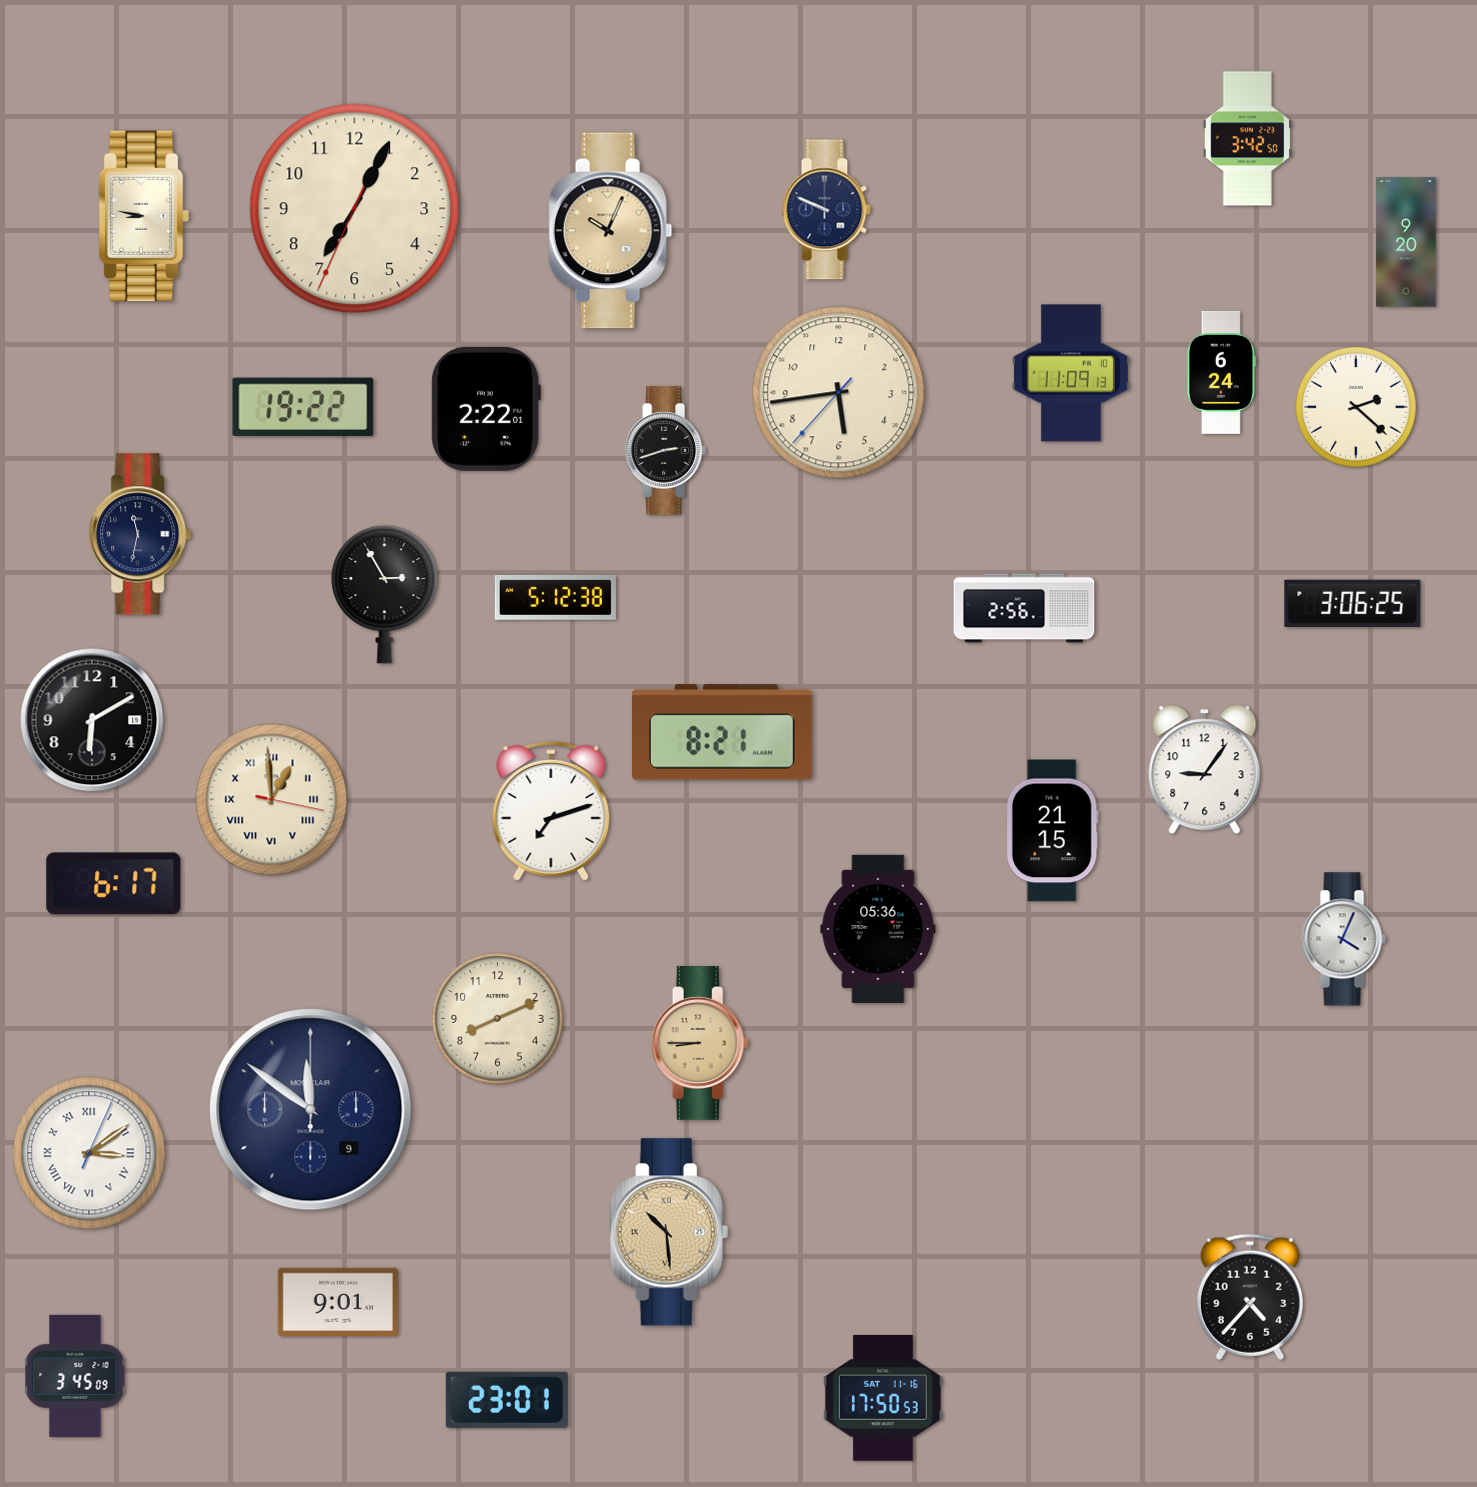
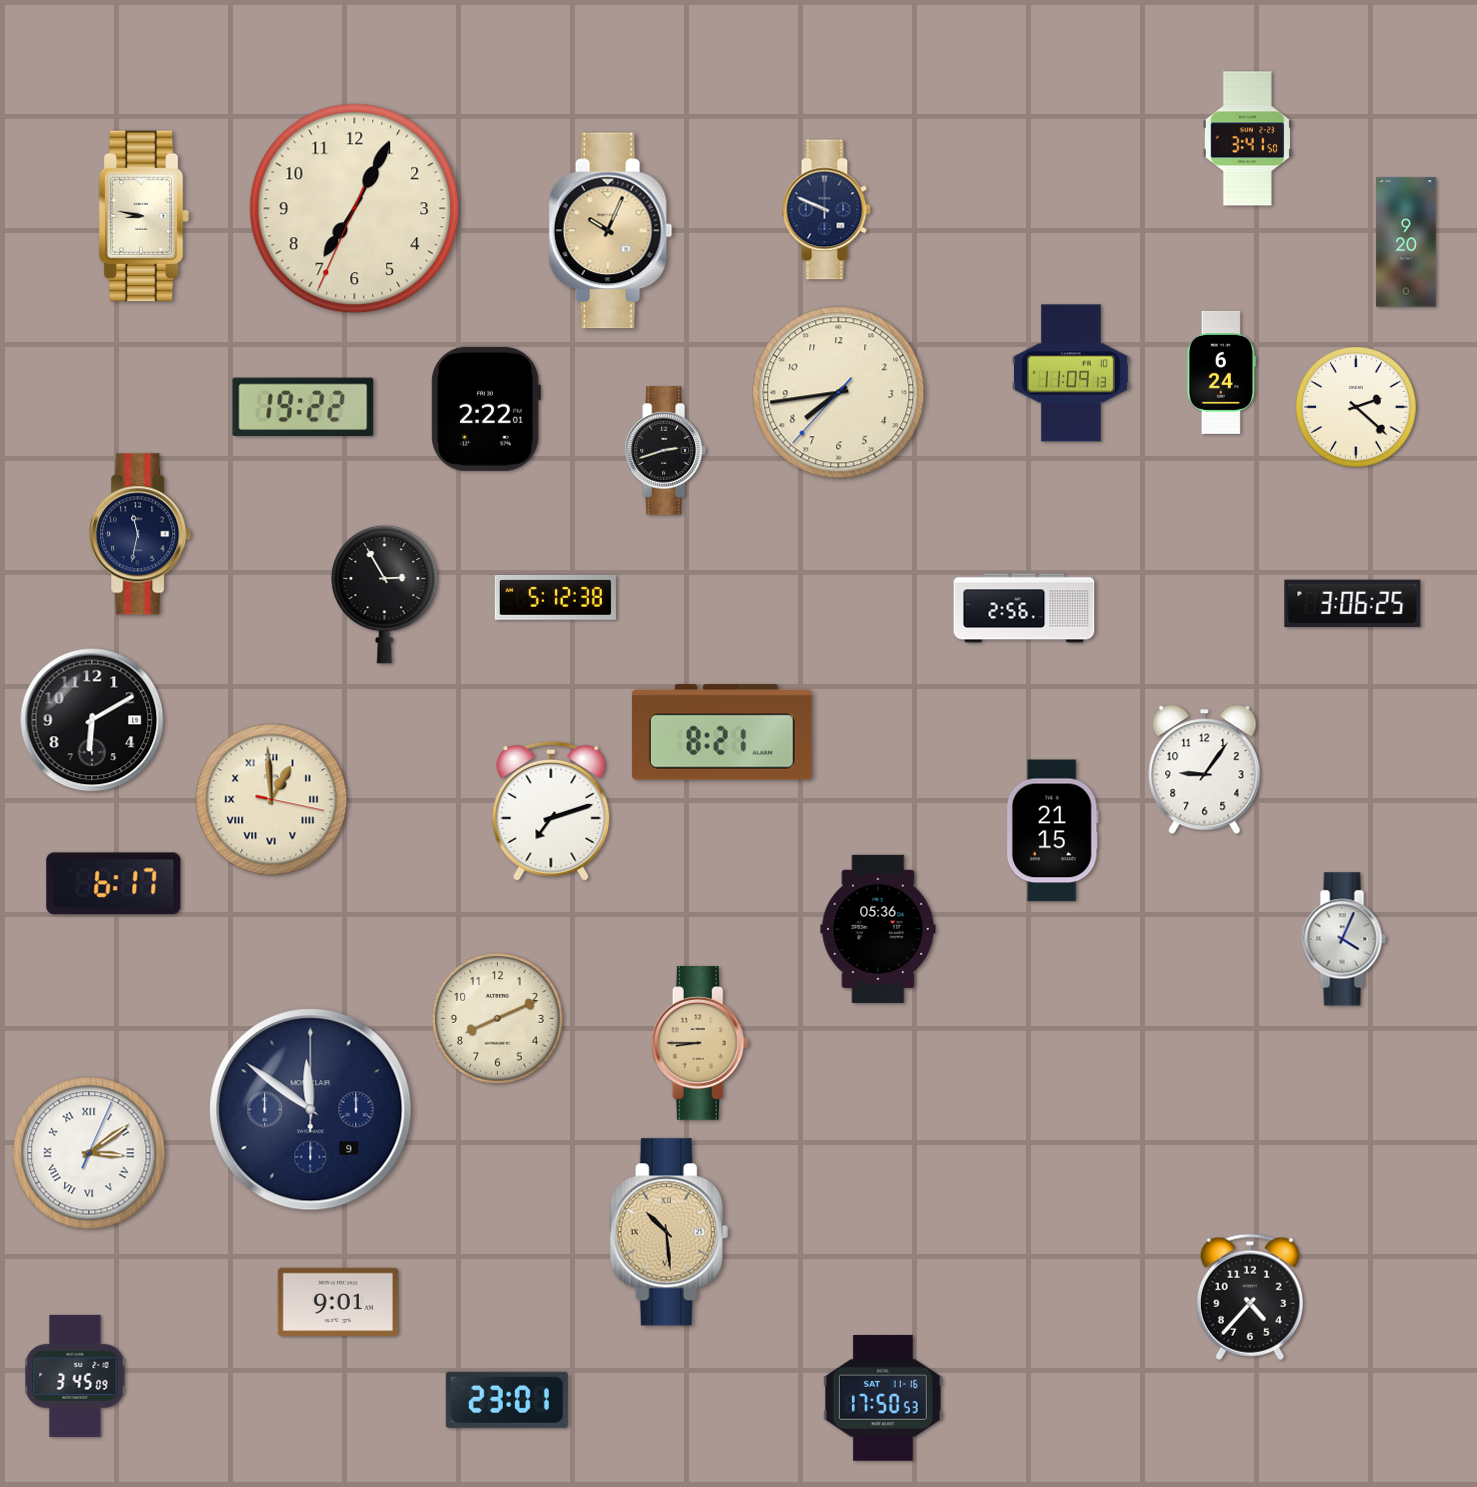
clock at (1247, 139): 3:42 -> 3:41
clock at (839, 393): 5:43 -> 7:43
